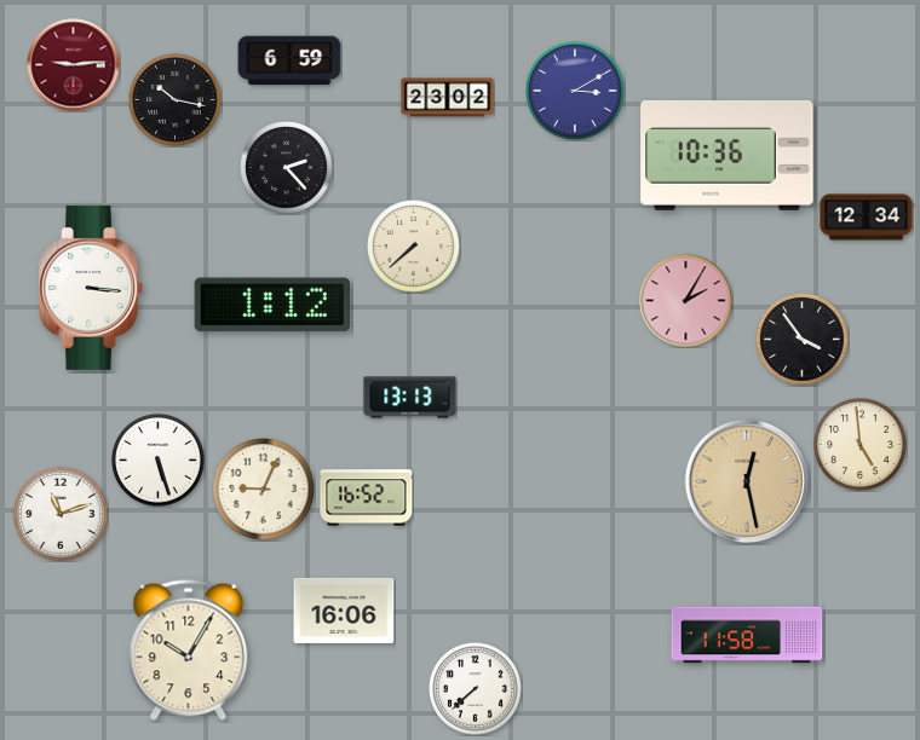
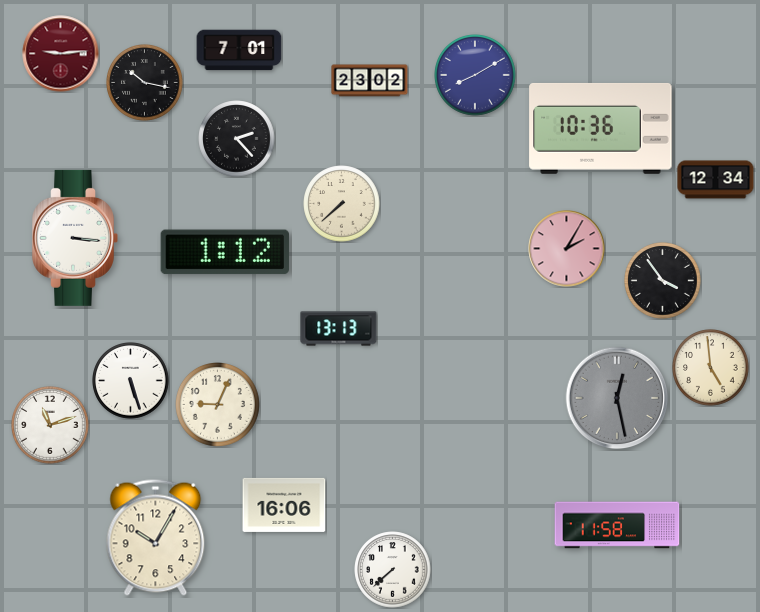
clock at (289, 60): 6:59 -> 7:01
clock at (576, 92): 3:10 -> 8:10
clock at (747, 481) dial: champagne -> grey
clock at (367, 498): 16:52 -> none
